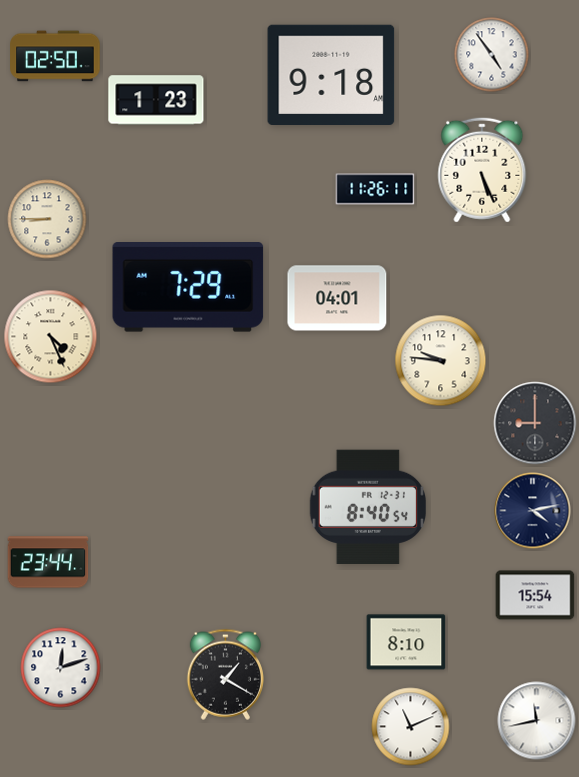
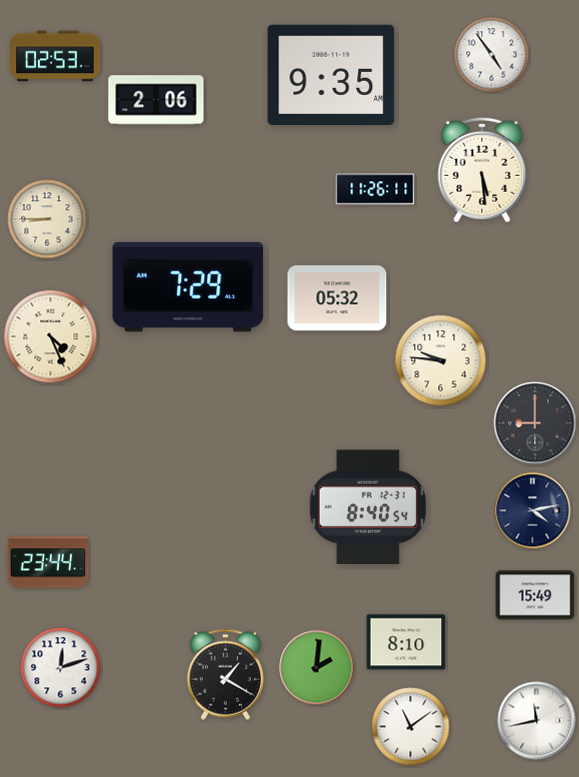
clock at (55, 56): 02:50 -> 02:53
clock at (331, 74): 9:18 -> 9:35
clock at (156, 100): 1:23 -> 2:06
clock at (482, 170): 5:26 -> 5:29
clock at (337, 298): 04:01 -> 05:32
clock at (535, 595): 15:54 -> 15:49
clock at (317, 668): none -> 2:01
clock at (411, 727): 11:11 -> 11:09
